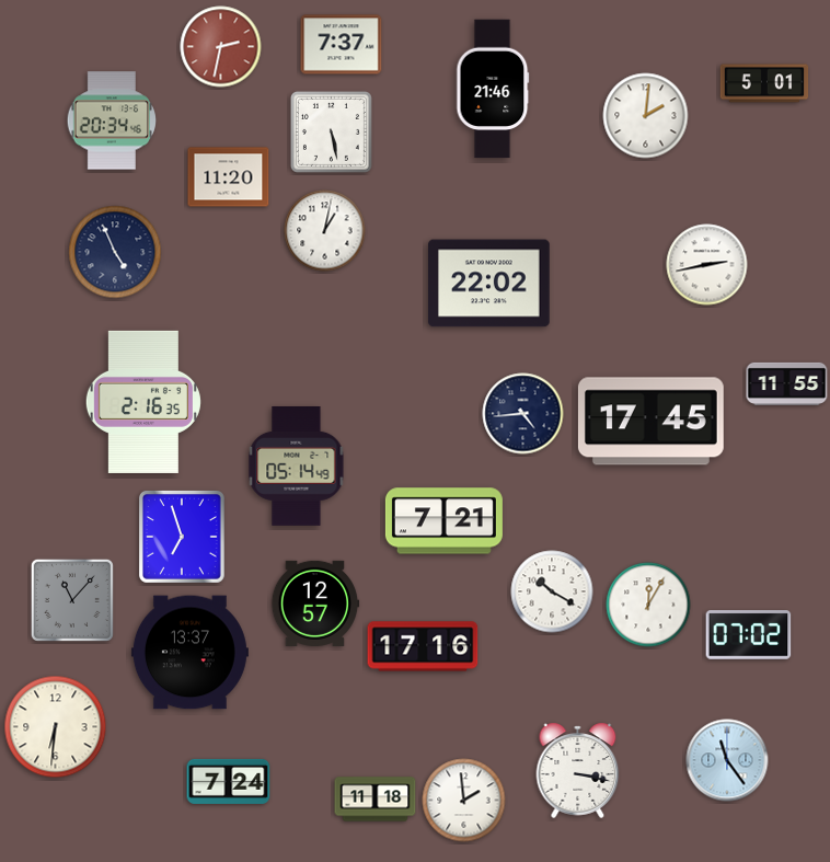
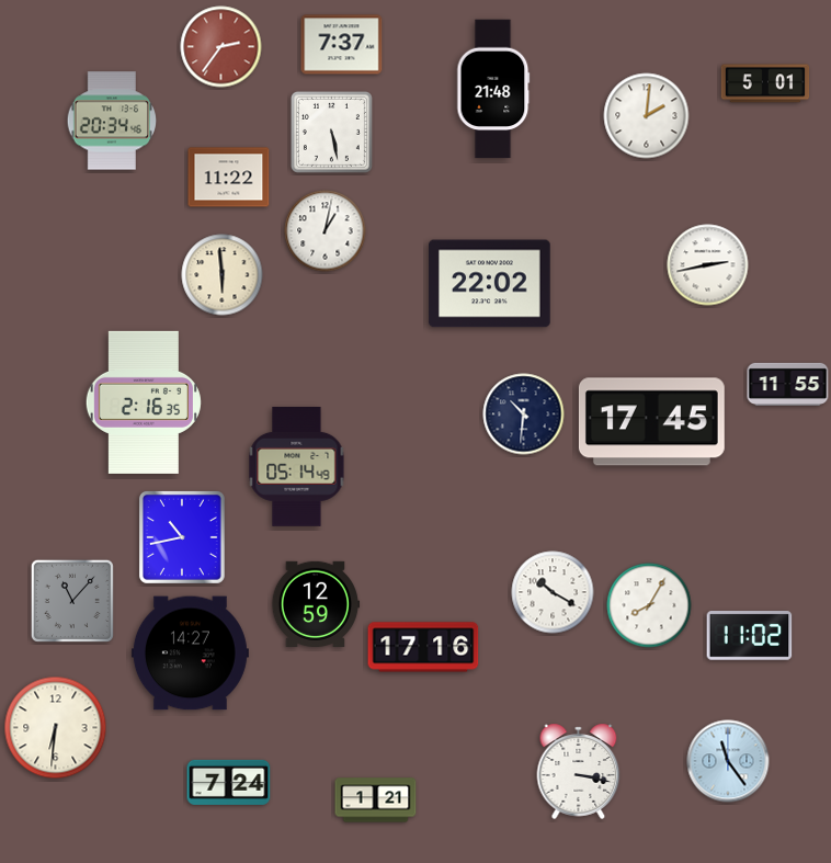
clock at (221, 47): 2:32 -> 2:36
clock at (493, 89): 21:46 -> 21:48
clock at (229, 177): 11:20 -> 11:22
clock at (115, 252): 4:56 -> none
clock at (223, 275): none -> 5:59
clock at (523, 414): 4:44 -> 10:31
clock at (443, 521): 7:21 -> none
clock at (182, 537): 6:57 -> 10:43
clock at (315, 604): 12:57 -> 12:59
clock at (648, 605): 12:05 -> 8:05
clock at (749, 635): 07:02 -> 11:02
clock at (189, 653): 13:37 -> 14:27
clock at (376, 800): 11:18 -> 1:21
clock at (464, 801): 1:59 -> none
